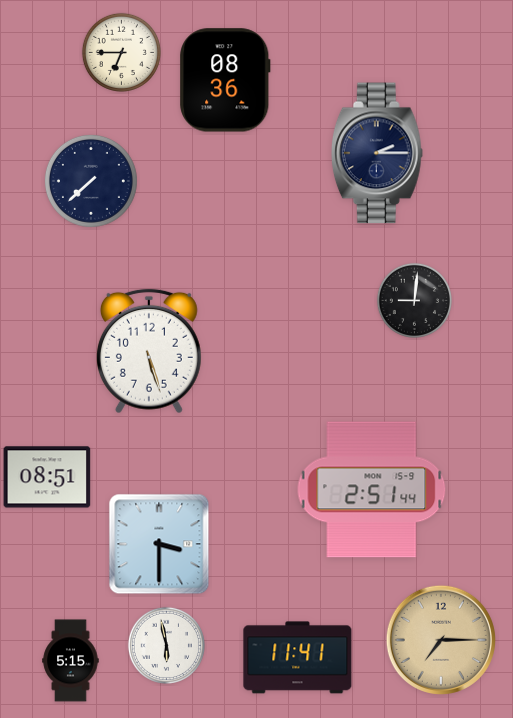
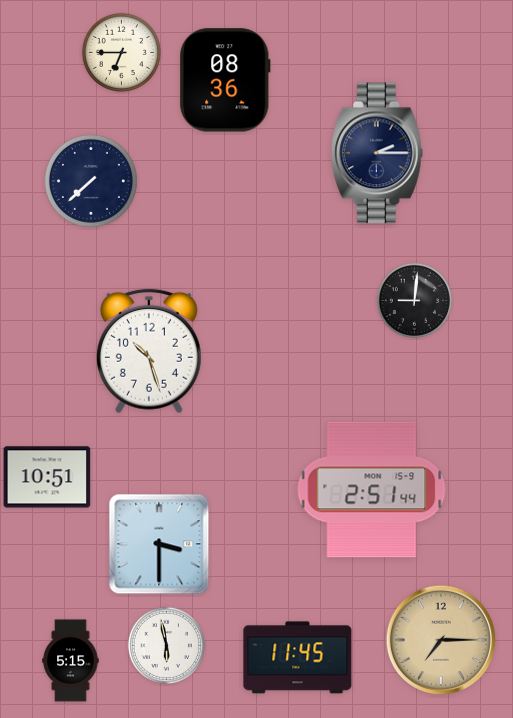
clock at (149, 351): 5:27 -> 10:27
clock at (47, 477): 08:51 -> 10:51
clock at (298, 658): 11:41 -> 11:45
